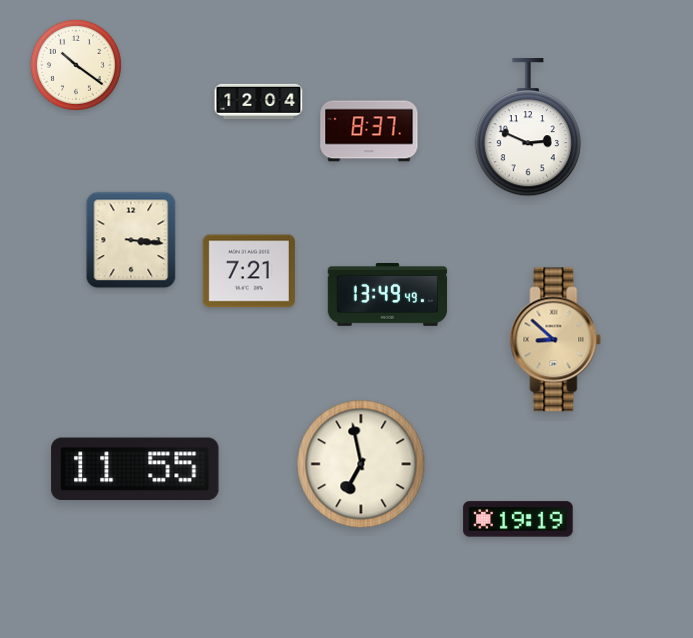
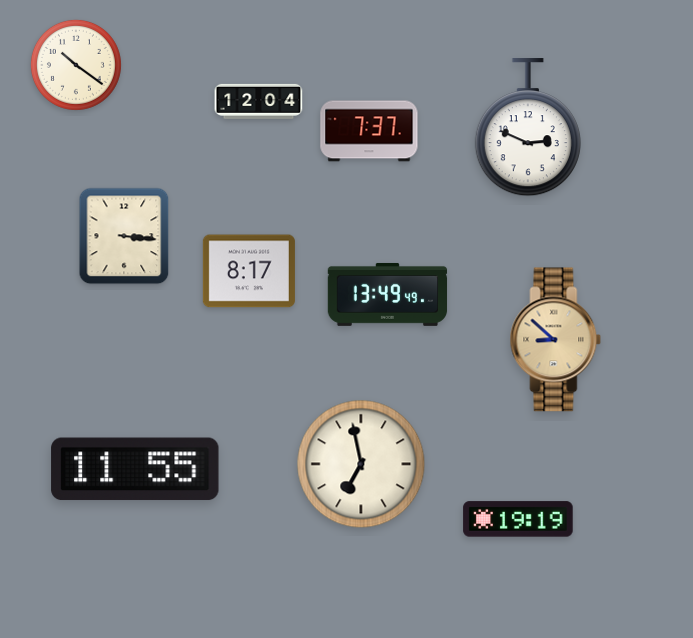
clock at (369, 131): 8:37 -> 7:37
clock at (131, 240) position: (131, 240) -> (124, 236)
clock at (249, 271): 7:21 -> 8:17
